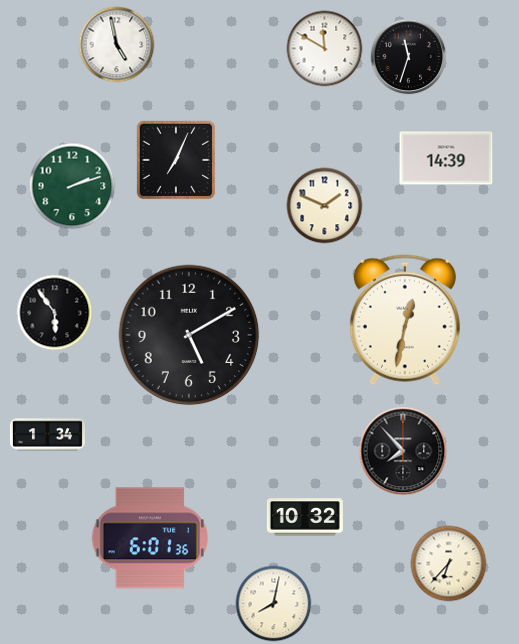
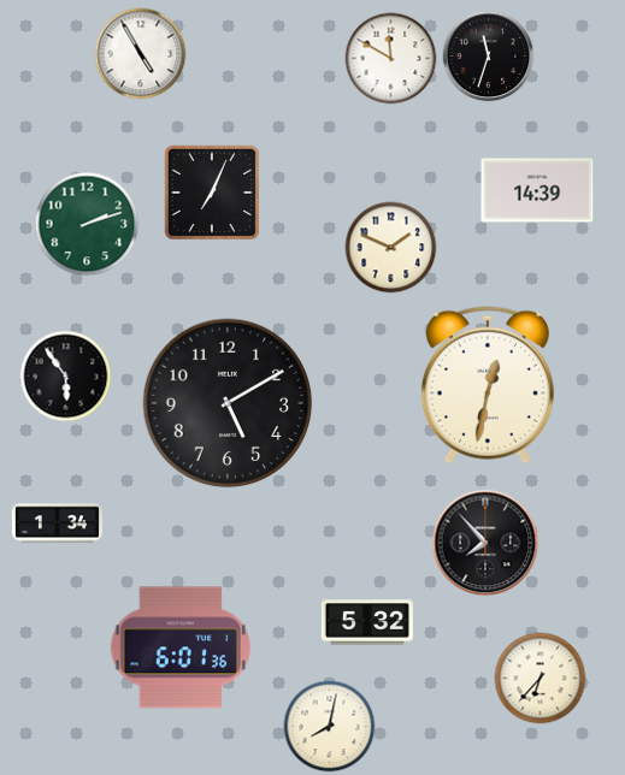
clock at (117, 45): 4:58 -> 4:55
clock at (409, 57) position: (409, 57) -> (489, 57)
clock at (305, 517): 10:32 -> 5:32
